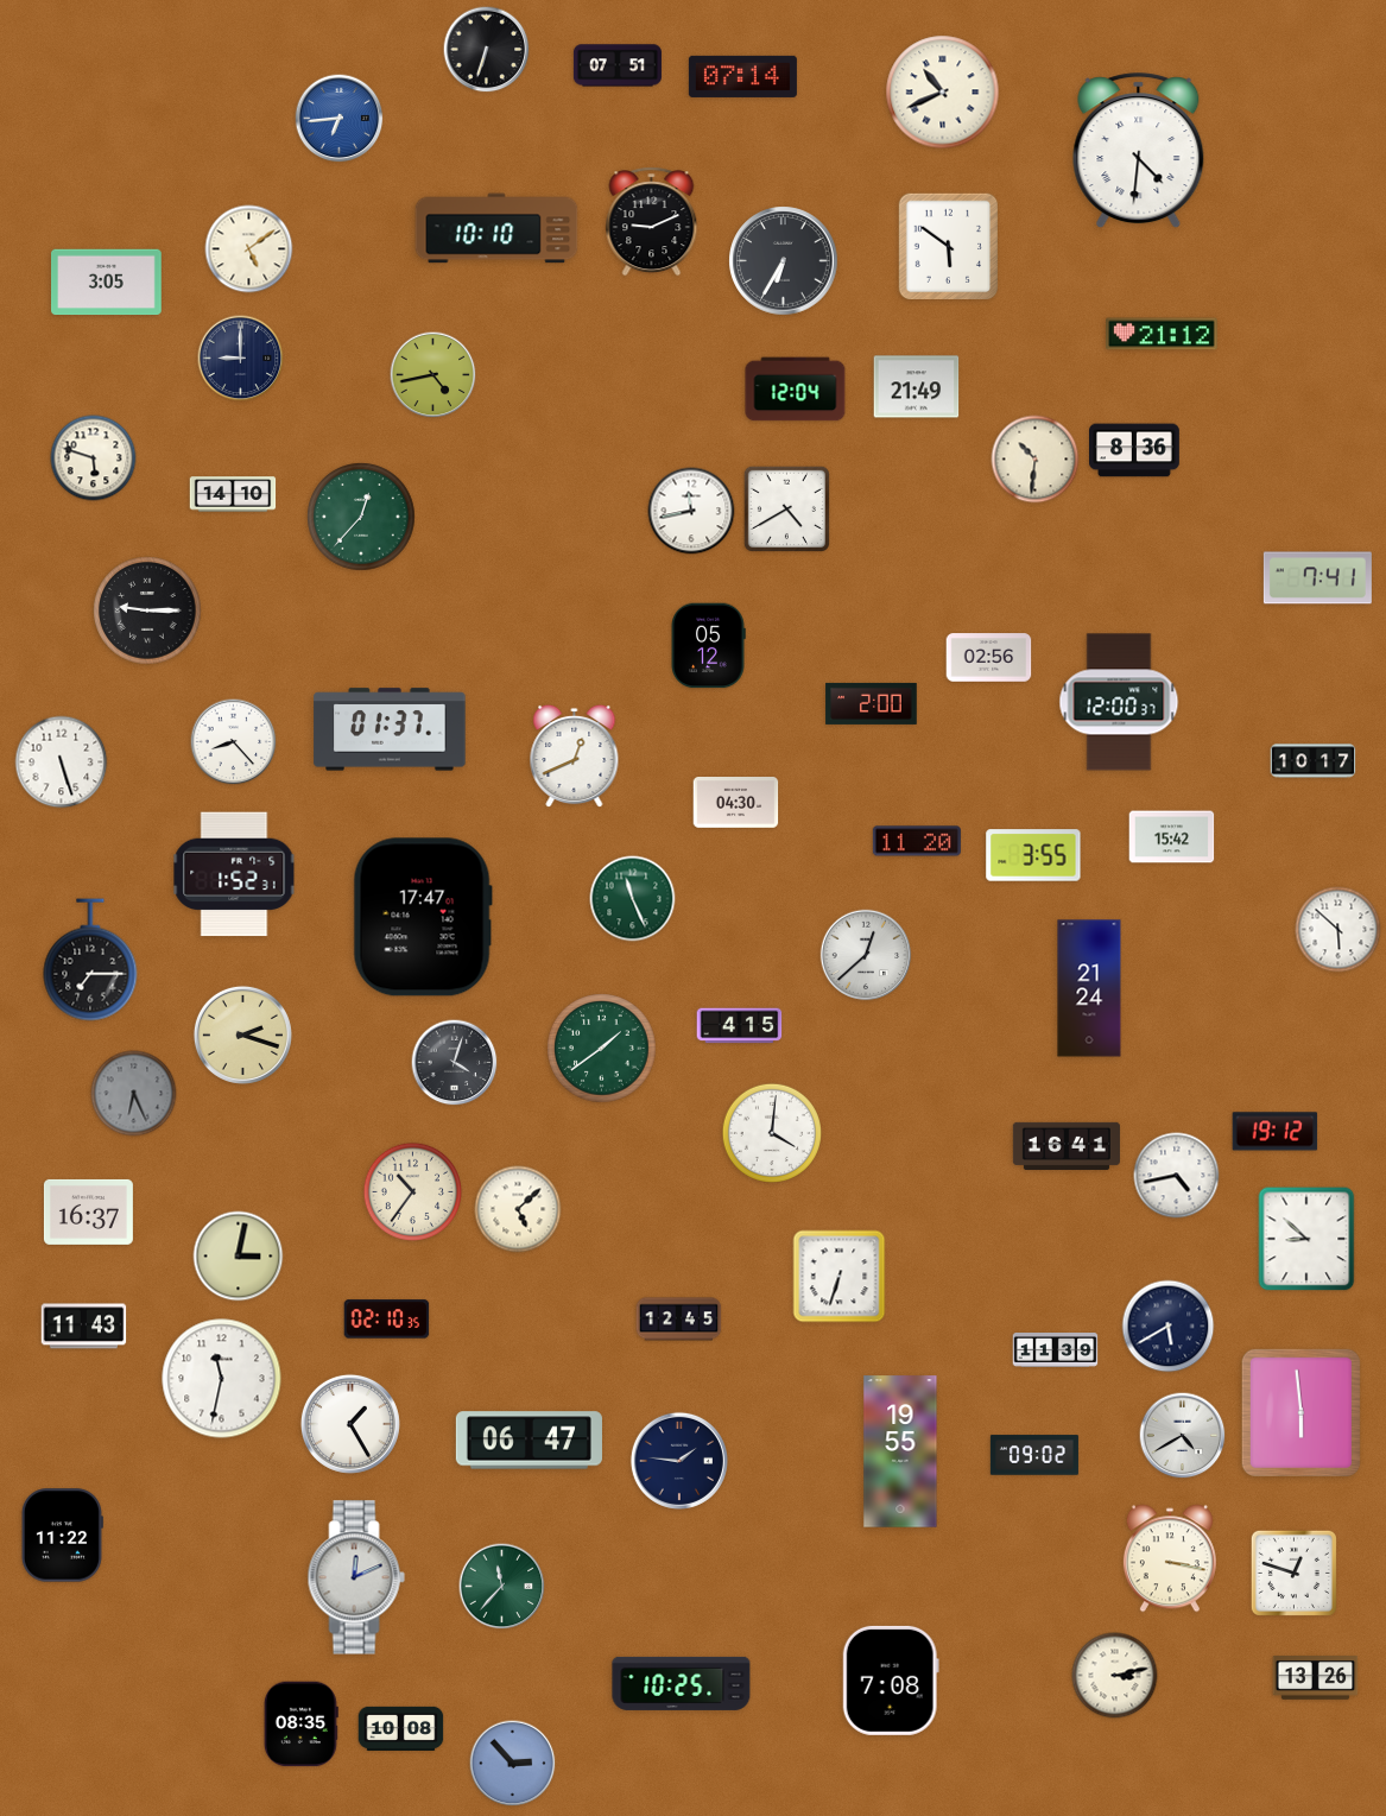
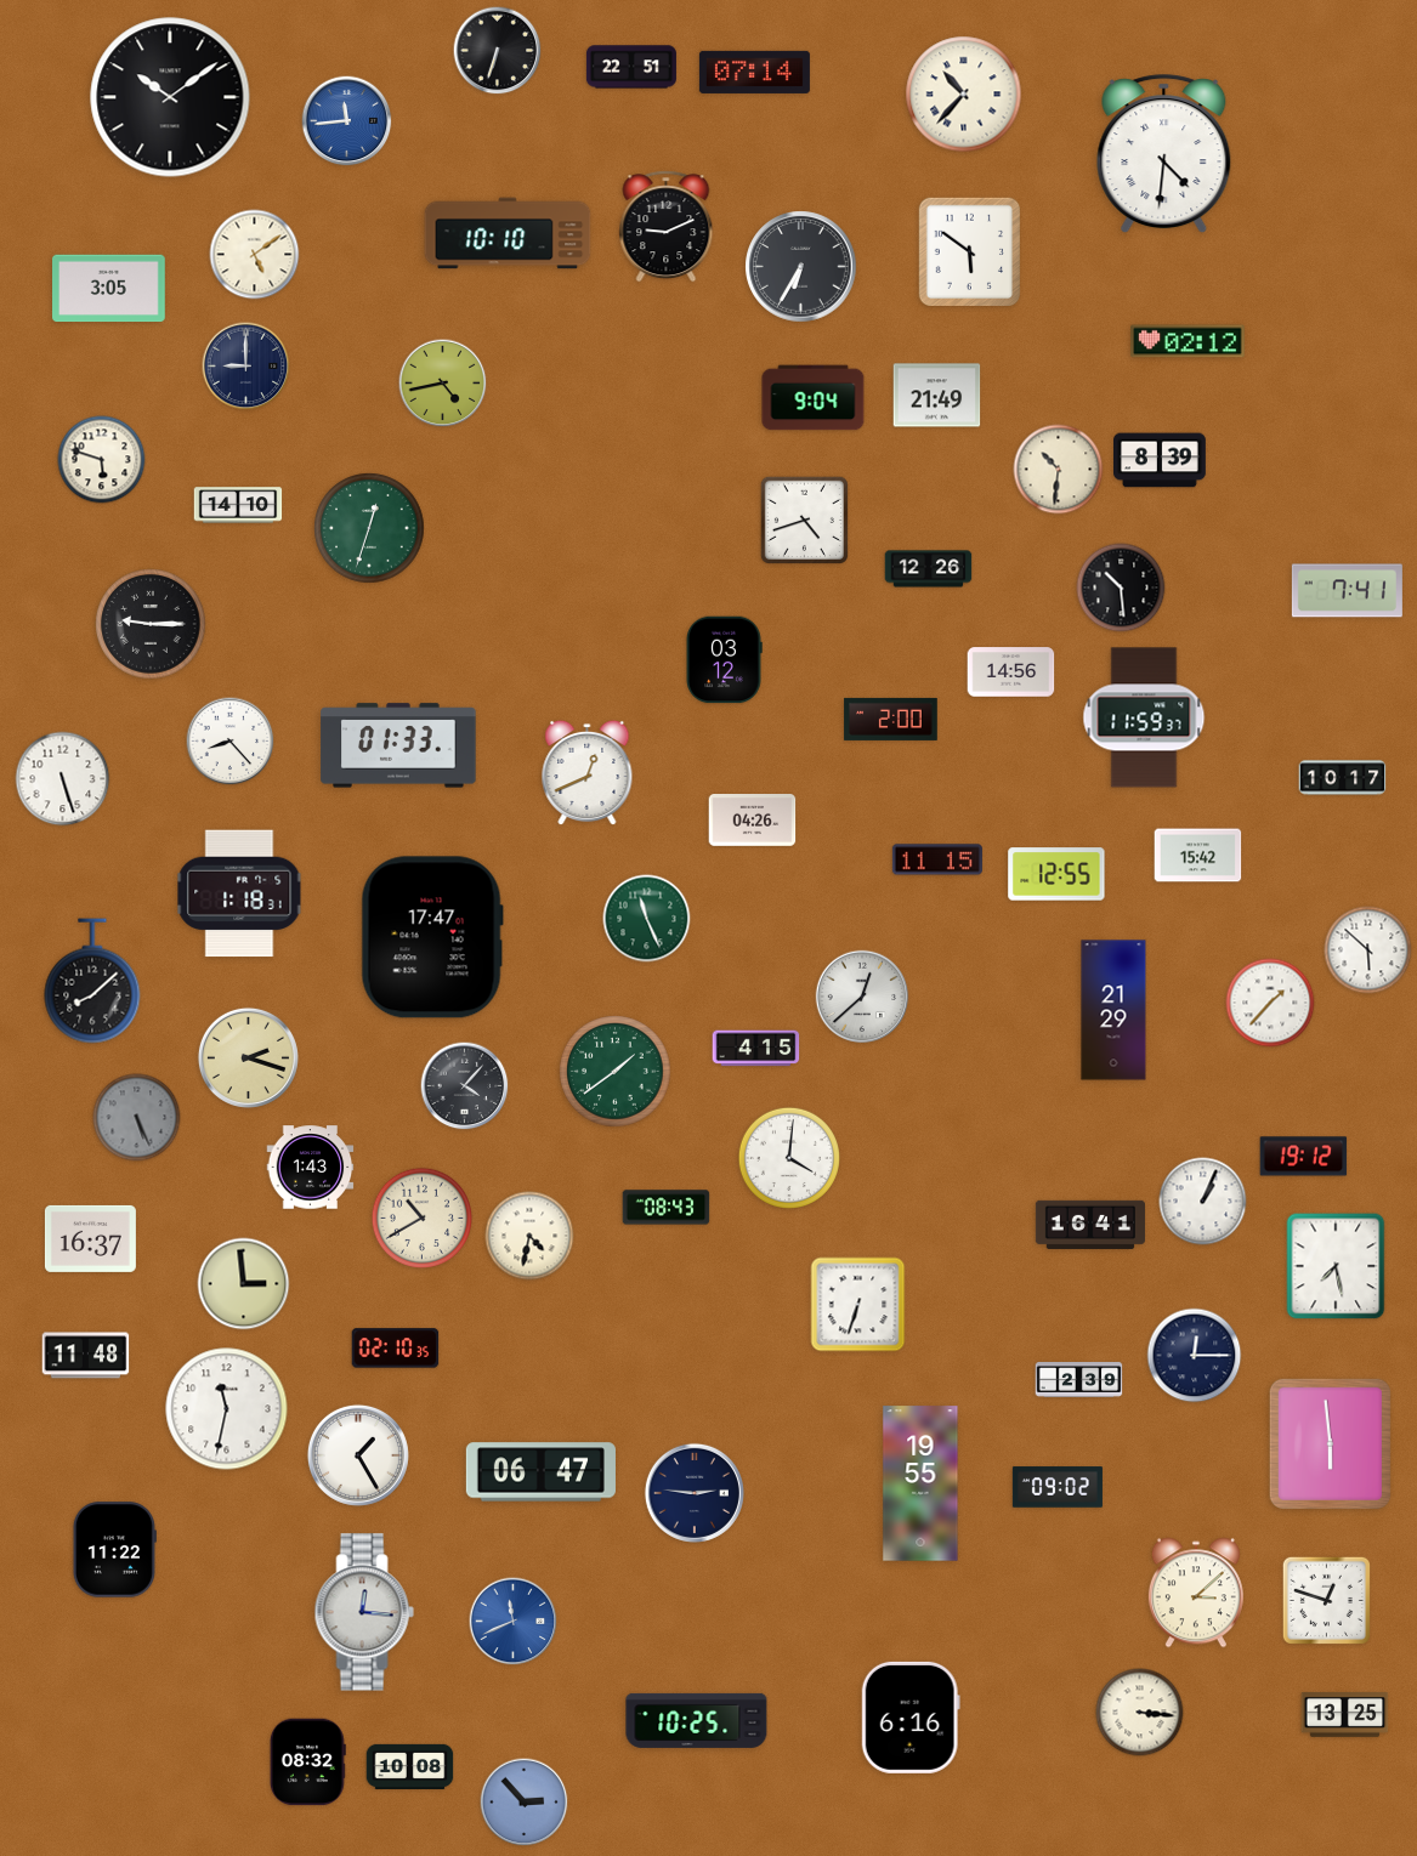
clock at (618, 65): 07:51 -> 22:51
clock at (742, 76) position: (742, 76) -> (754, 72)
clock at (943, 93): 10:41 -> 10:37
clock at (170, 97): none -> 10:09
clock at (340, 119): 6:44 -> 11:44
clock at (1162, 334): 21:12 -> 02:12
clock at (796, 390): 12:04 -> 9:04
clock at (1135, 450): 8:36 -> 8:39
clock at (94, 458) position: (94, 458) -> (102, 460)
clock at (786, 508): 4:40 -> 4:42
clock at (691, 511): 11:43 -> none
clock at (361, 517): 12:37 -> 12:33
clock at (929, 569): none -> 12:26
clock at (1121, 588): none -> 10:29
clock at (708, 646): 05:12 -> 03:12
clock at (989, 658): 02:56 -> 14:56
clock at (1119, 702): 12:00 -> 11:59
clock at (390, 729): 01:37 -> 01:33
clock at (234, 742) position: (234, 742) -> (231, 742)
clock at (736, 803): 04:30 -> 04:26
clock at (917, 841): 11:20 -> 11:15
clock at (1033, 855): 3:55 -> 12:55
clock at (234, 874): 1:52 -> 1:18
clock at (866, 955) position: (866, 955) -> (862, 997)
clock at (90, 960): 7:15 -> 8:08
clock at (1270, 1003): none -> 1:37
clock at (1089, 988): 21:24 -> 21:29
clock at (455, 1063): 4:03 -> 4:07
clock at (134, 1094): 6:26 -> 5:26
clock at (311, 1168): none -> 1:43
clock at (1067, 1146) position: (1067, 1146) -> (1090, 1225)
clock at (1177, 1176): 4:43 -> 1:04
clock at (667, 1208): none -> 08:43
clock at (412, 1191): 10:36 -> 10:40
clock at (518, 1209): 5:08 -> 4:32
clock at (1306, 1239): 8:52 -> 7:28
clock at (239, 1257): 3:02 -> 2:59
clock at (679, 1320): 12:45 -> none
clock at (84, 1327): 11:43 -> 11:48
clock at (1169, 1327): 5:40 -> 12:15
clock at (1056, 1350): 11:39 -> 2:39
clock at (1183, 1436): 4:40 -> none
clock at (679, 1461): 1:46 -> 2:46
clock at (62, 1536) position: (62, 1536) -> (114, 1550)
clock at (1170, 1558): 3:17 -> 3:08
clock at (1293, 1573) position: (1293, 1573) -> (1326, 1600)
clock at (356, 1577): 12:11 -> 12:16
clock at (502, 1587): 11:37 -> 11:41
clock at (502, 1587) dial: green -> blue
clock at (1115, 1676): 3:13 -> 3:16
clock at (1316, 1678): 13:26 -> 13:25
clock at (891, 1681): 7:08 -> 6:16
clock at (300, 1725): 08:35 -> 08:32
